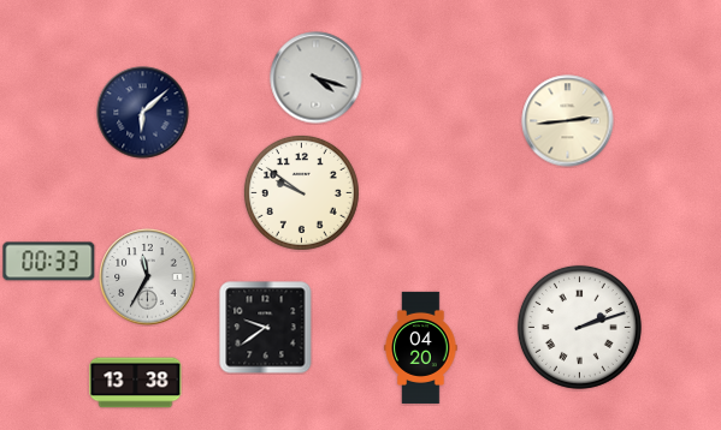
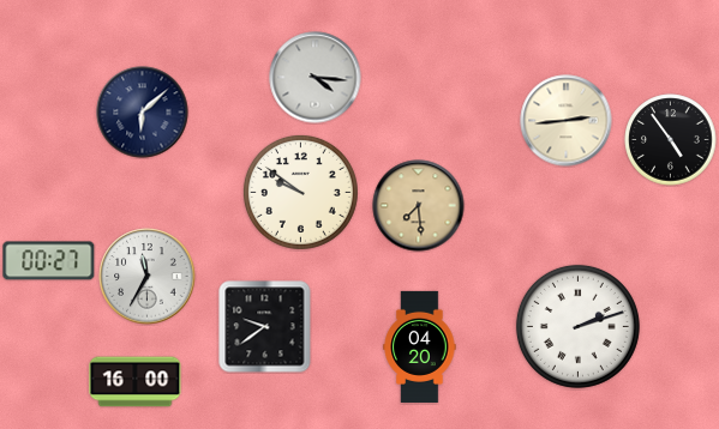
clock at (317, 78): 4:18 -> 4:16
clock at (671, 140): none -> 4:54
clock at (419, 206): none -> 7:29
clock at (49, 262): 00:33 -> 00:27
clock at (136, 383): 13:38 -> 16:00
